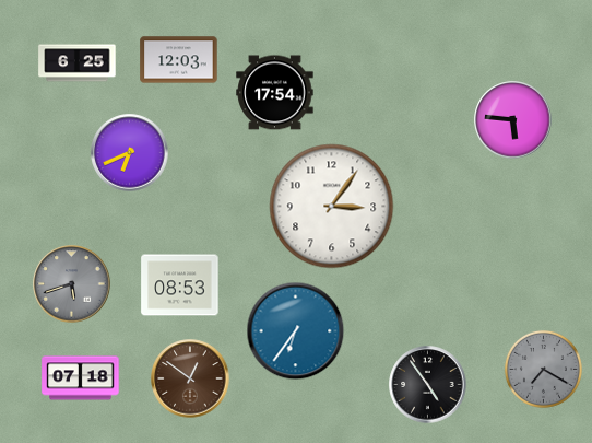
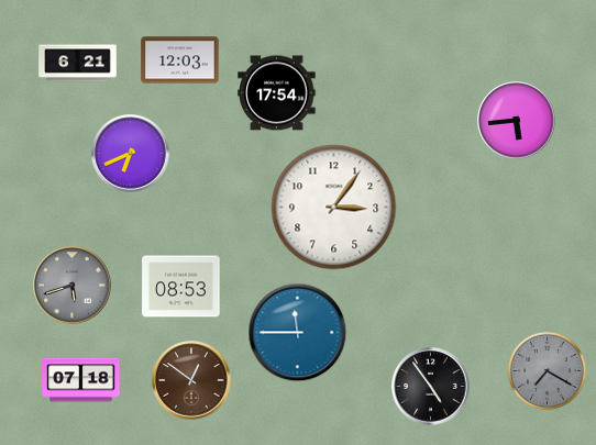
clock at (78, 63): 6:25 -> 6:21
clock at (513, 120): 5:46 -> 5:44
clock at (296, 331): 6:36 -> 11:45
